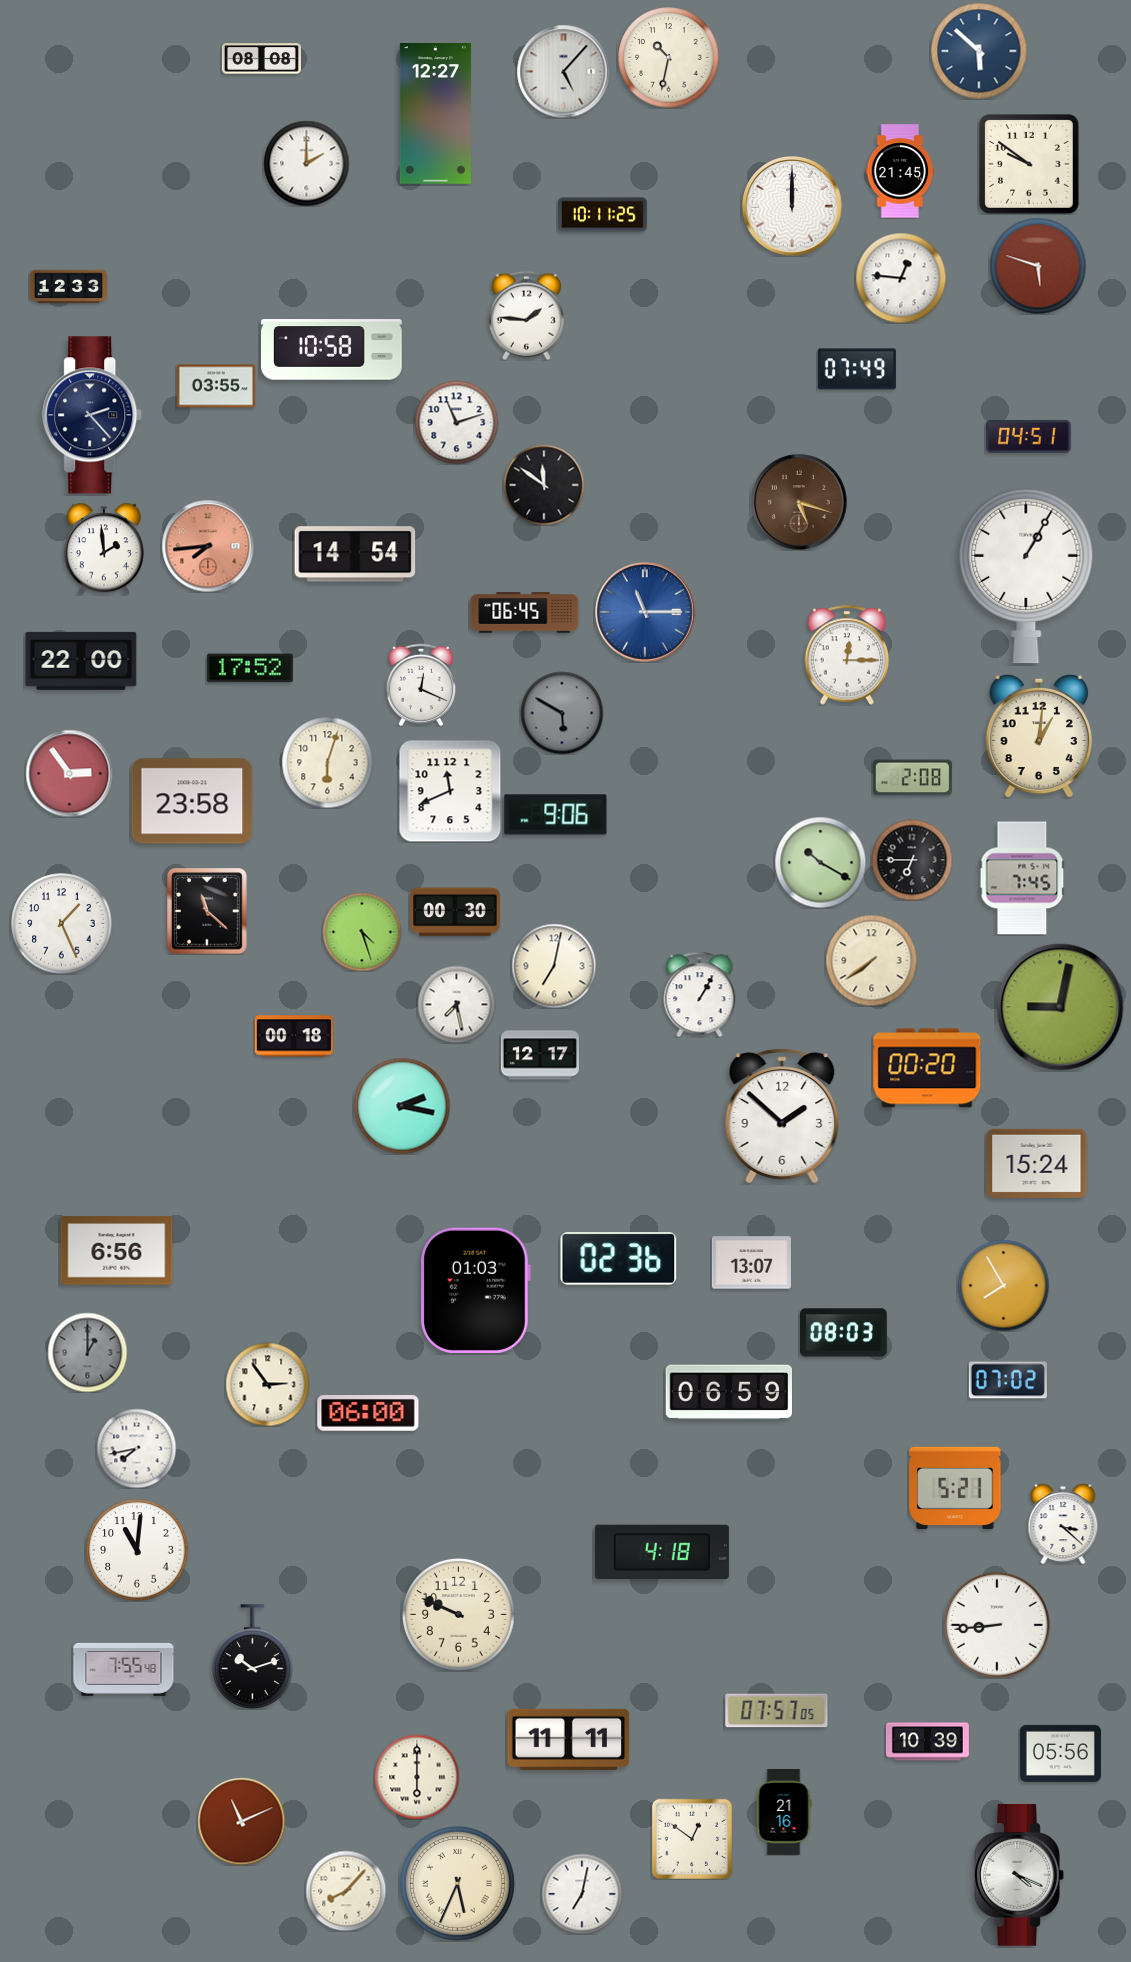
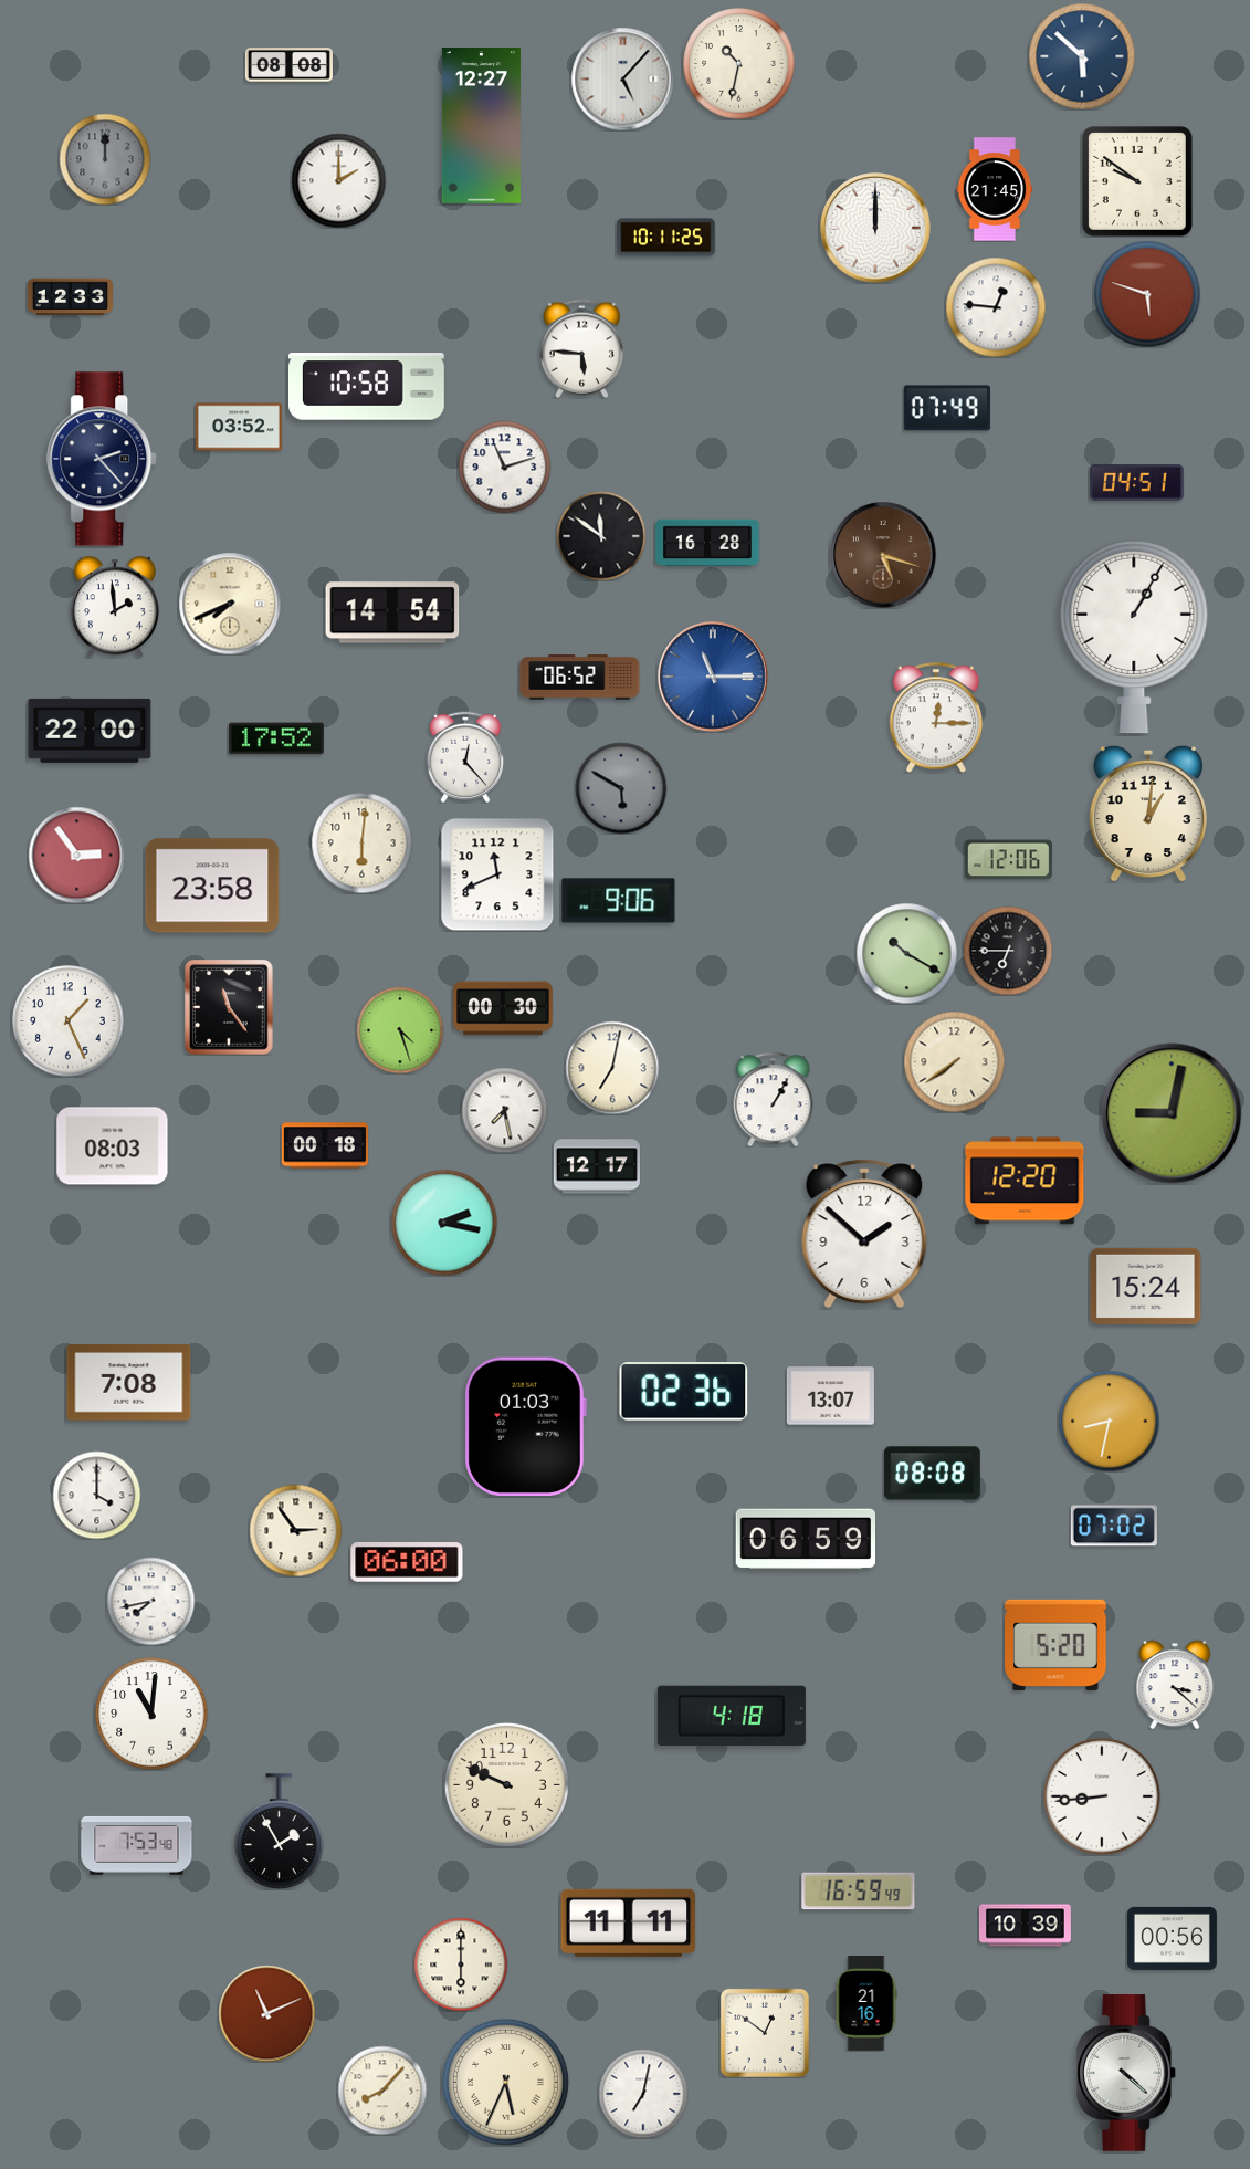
clock at (105, 159): none -> 12:00
clock at (68, 287) position: (68, 287) -> (70, 297)
clock at (526, 315): 1:46 -> 5:46
clock at (216, 386): 03:55 -> 03:52
clock at (707, 543): none -> 16:28
clock at (208, 546): 7:44 -> 7:41
clock at (208, 546) dial: salmon -> cream
clock at (525, 613): 06:45 -> 06:52
clock at (847, 655) position: (847, 655) -> (936, 717)
clock at (421, 685): 12:19 -> 12:23
clock at (327, 762): 6:03 -> 6:01
clock at (912, 778): 2:08 -> 12:06
clock at (556, 815) position: (556, 815) -> (619, 901)
clock at (1022, 878): 7:45 -> none
clock at (208, 911): 11:22 -> 11:24
clock at (871, 960) position: (871, 960) -> (954, 1061)
clock at (113, 1146): none -> 08:03
clock at (927, 1068): 00:20 -> 12:20
clock at (117, 1251): 6:56 -> 7:08
clock at (1003, 1285): 7:55 -> 8:32
clock at (844, 1333): 08:03 -> 08:08
clock at (87, 1352): 1:00 -> 4:00
clock at (87, 1352) dial: grey -> white
clock at (955, 1488): 5:21 -> 5:20
clock at (253, 1657): 10:12 -> 1:55
clock at (124, 1669): 7:55 -> 7:53
clock at (777, 1711): 07:57 -> 16:59
clock at (1060, 1753): 05:56 -> 00:56
clock at (1020, 1876): 4:19 -> 4:22
